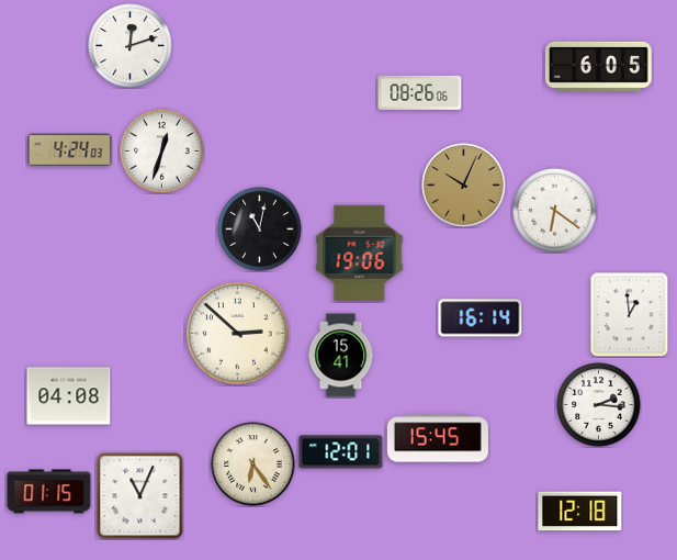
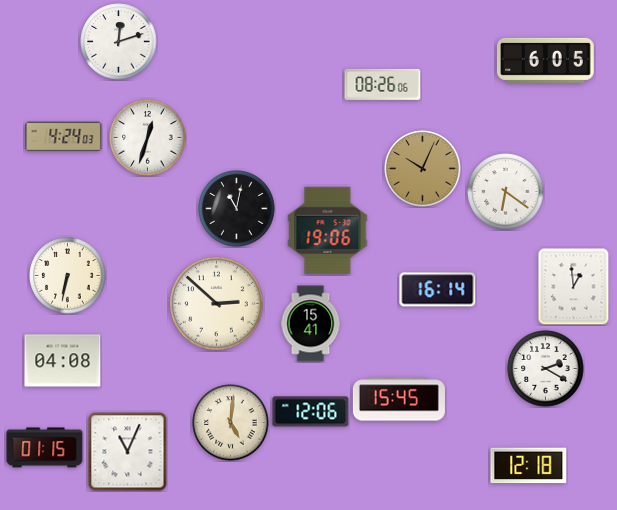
clock at (68, 276): none -> 6:32
clock at (599, 405): 2:16 -> 2:20
clock at (341, 452): 12:01 -> 12:06
clock at (253, 464): 6:24 -> 5:01
